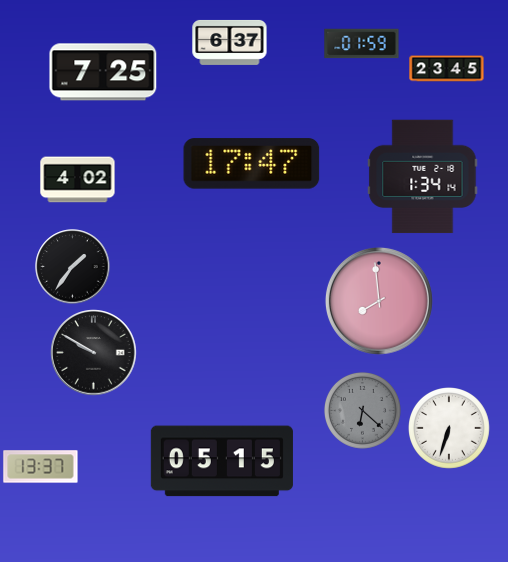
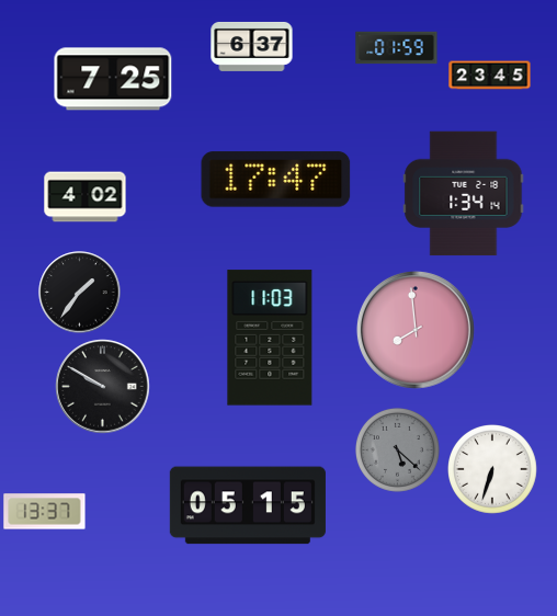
clock at (270, 338): none -> 11:03
clock at (362, 410): 6:22 -> 5:22
clock at (222, 461) position: (222, 461) -> (248, 505)
